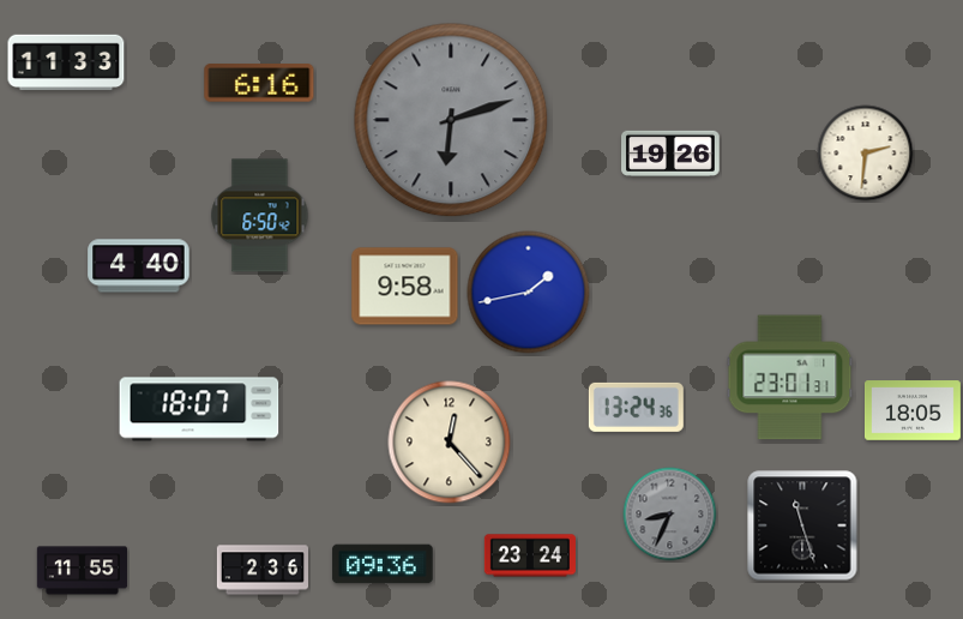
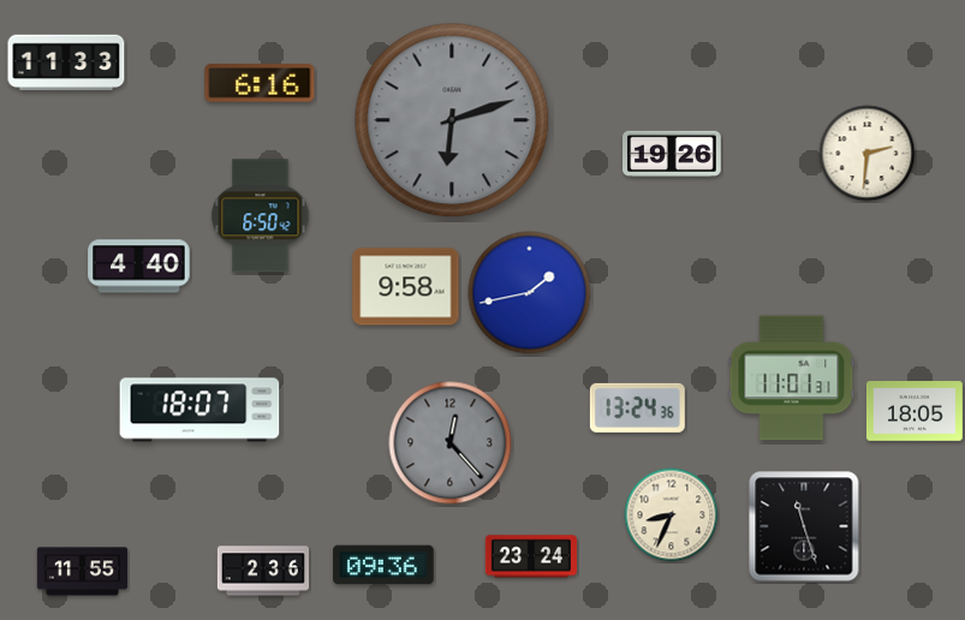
clock at (790, 378): 23:01 -> 11:01
clock at (450, 443) dial: cream -> grey
clock at (670, 515) dial: grey -> cream
